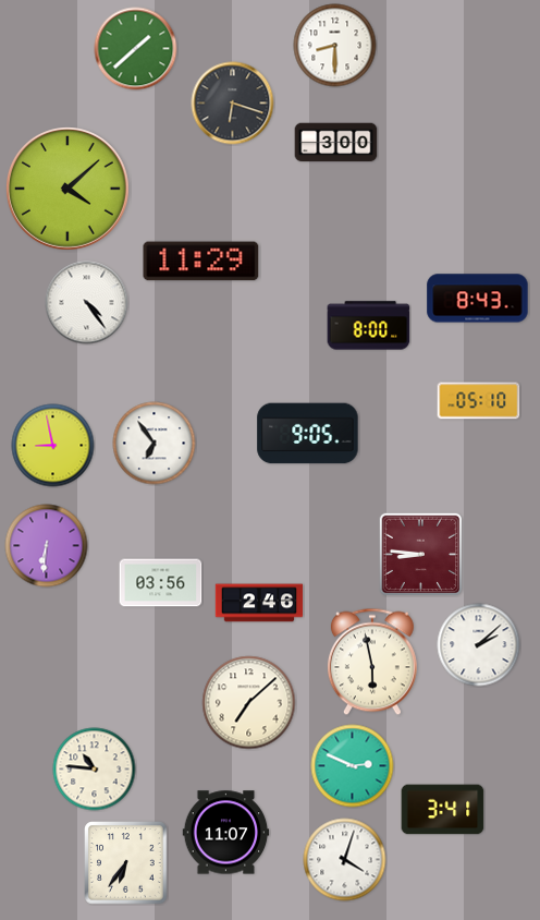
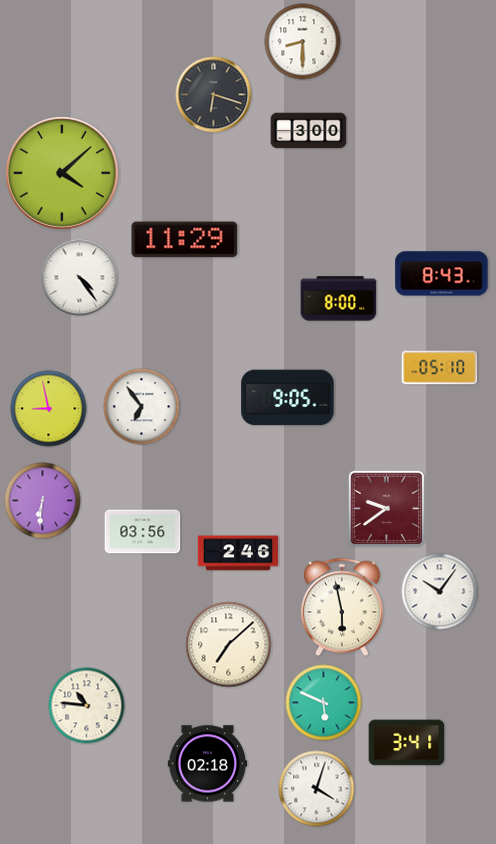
clock at (335, 46) position: (335, 46) -> (303, 42)
clock at (136, 49): 1:38 -> none
clock at (478, 299) position: (478, 299) -> (442, 274)
clock at (308, 434) position: (308, 434) -> (288, 398)
clock at (420, 554): 8:46 -> 9:39
clock at (161, 583) position: (161, 583) -> (143, 532)
clock at (479, 645): 2:08 -> 10:06
clock at (353, 766): 2:49 -> 5:49
clock at (226, 833): 11:07 -> 02:18
clock at (126, 863): 6:36 -> none
